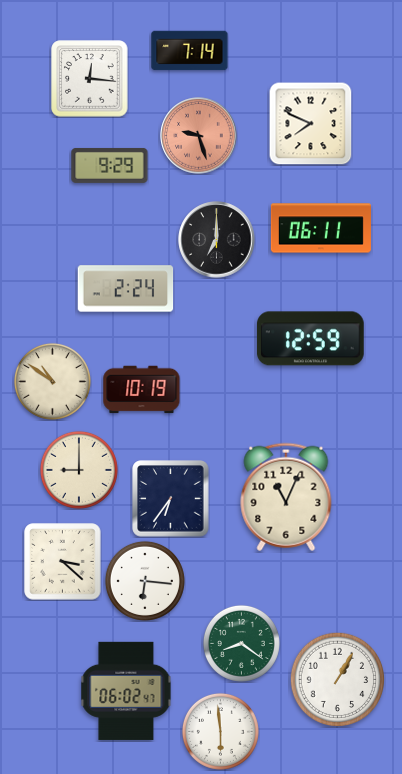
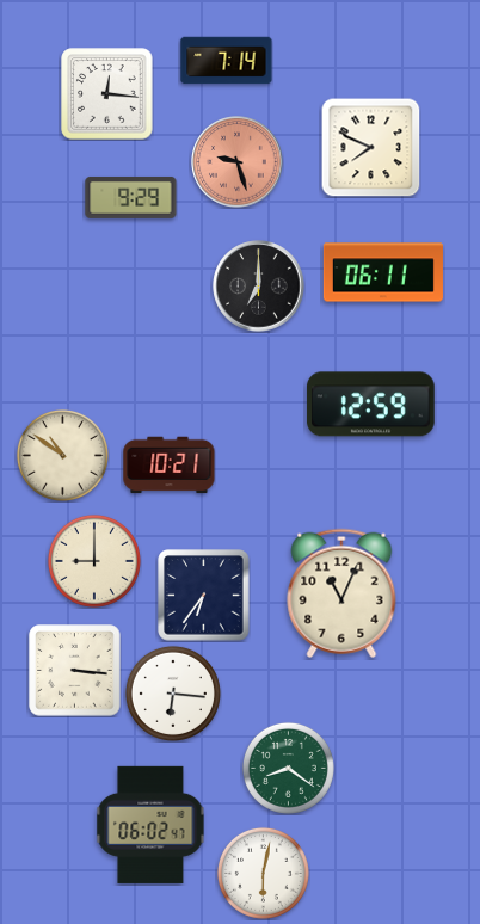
clock at (126, 289): 2:24 -> none
clock at (142, 390): 10:19 -> 10:21
clock at (63, 562): 3:22 -> 3:16
clock at (337, 679): 1:05 -> none
clock at (220, 731): 5:59 -> 6:02
